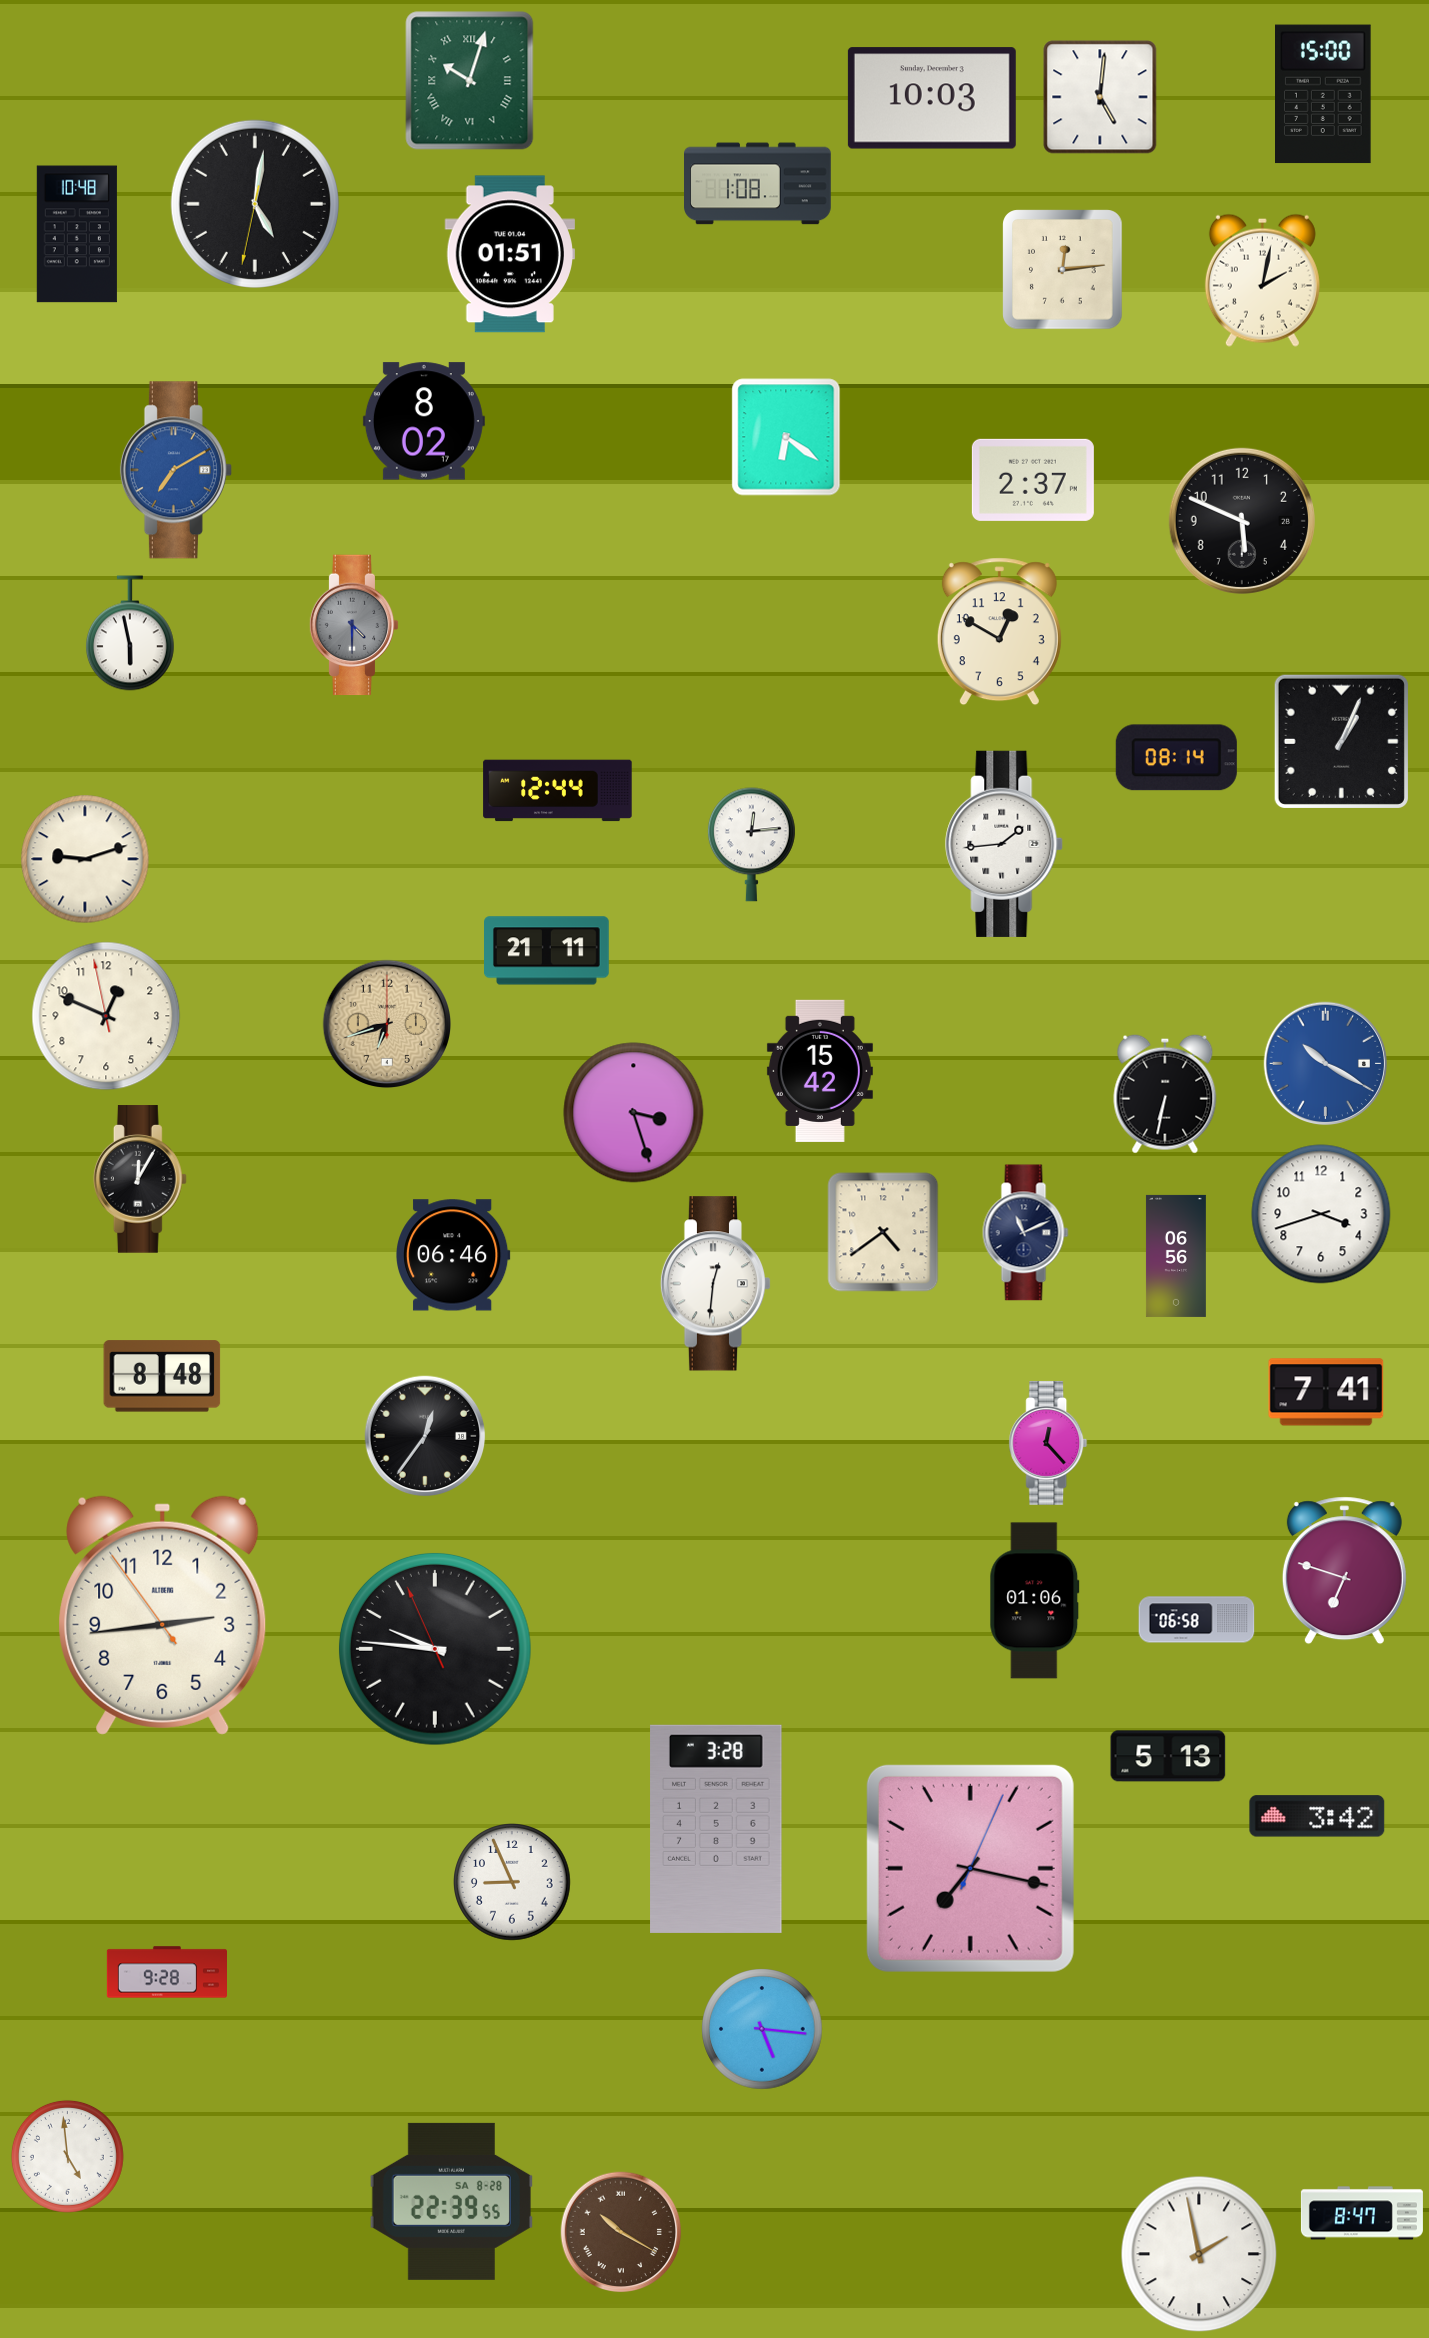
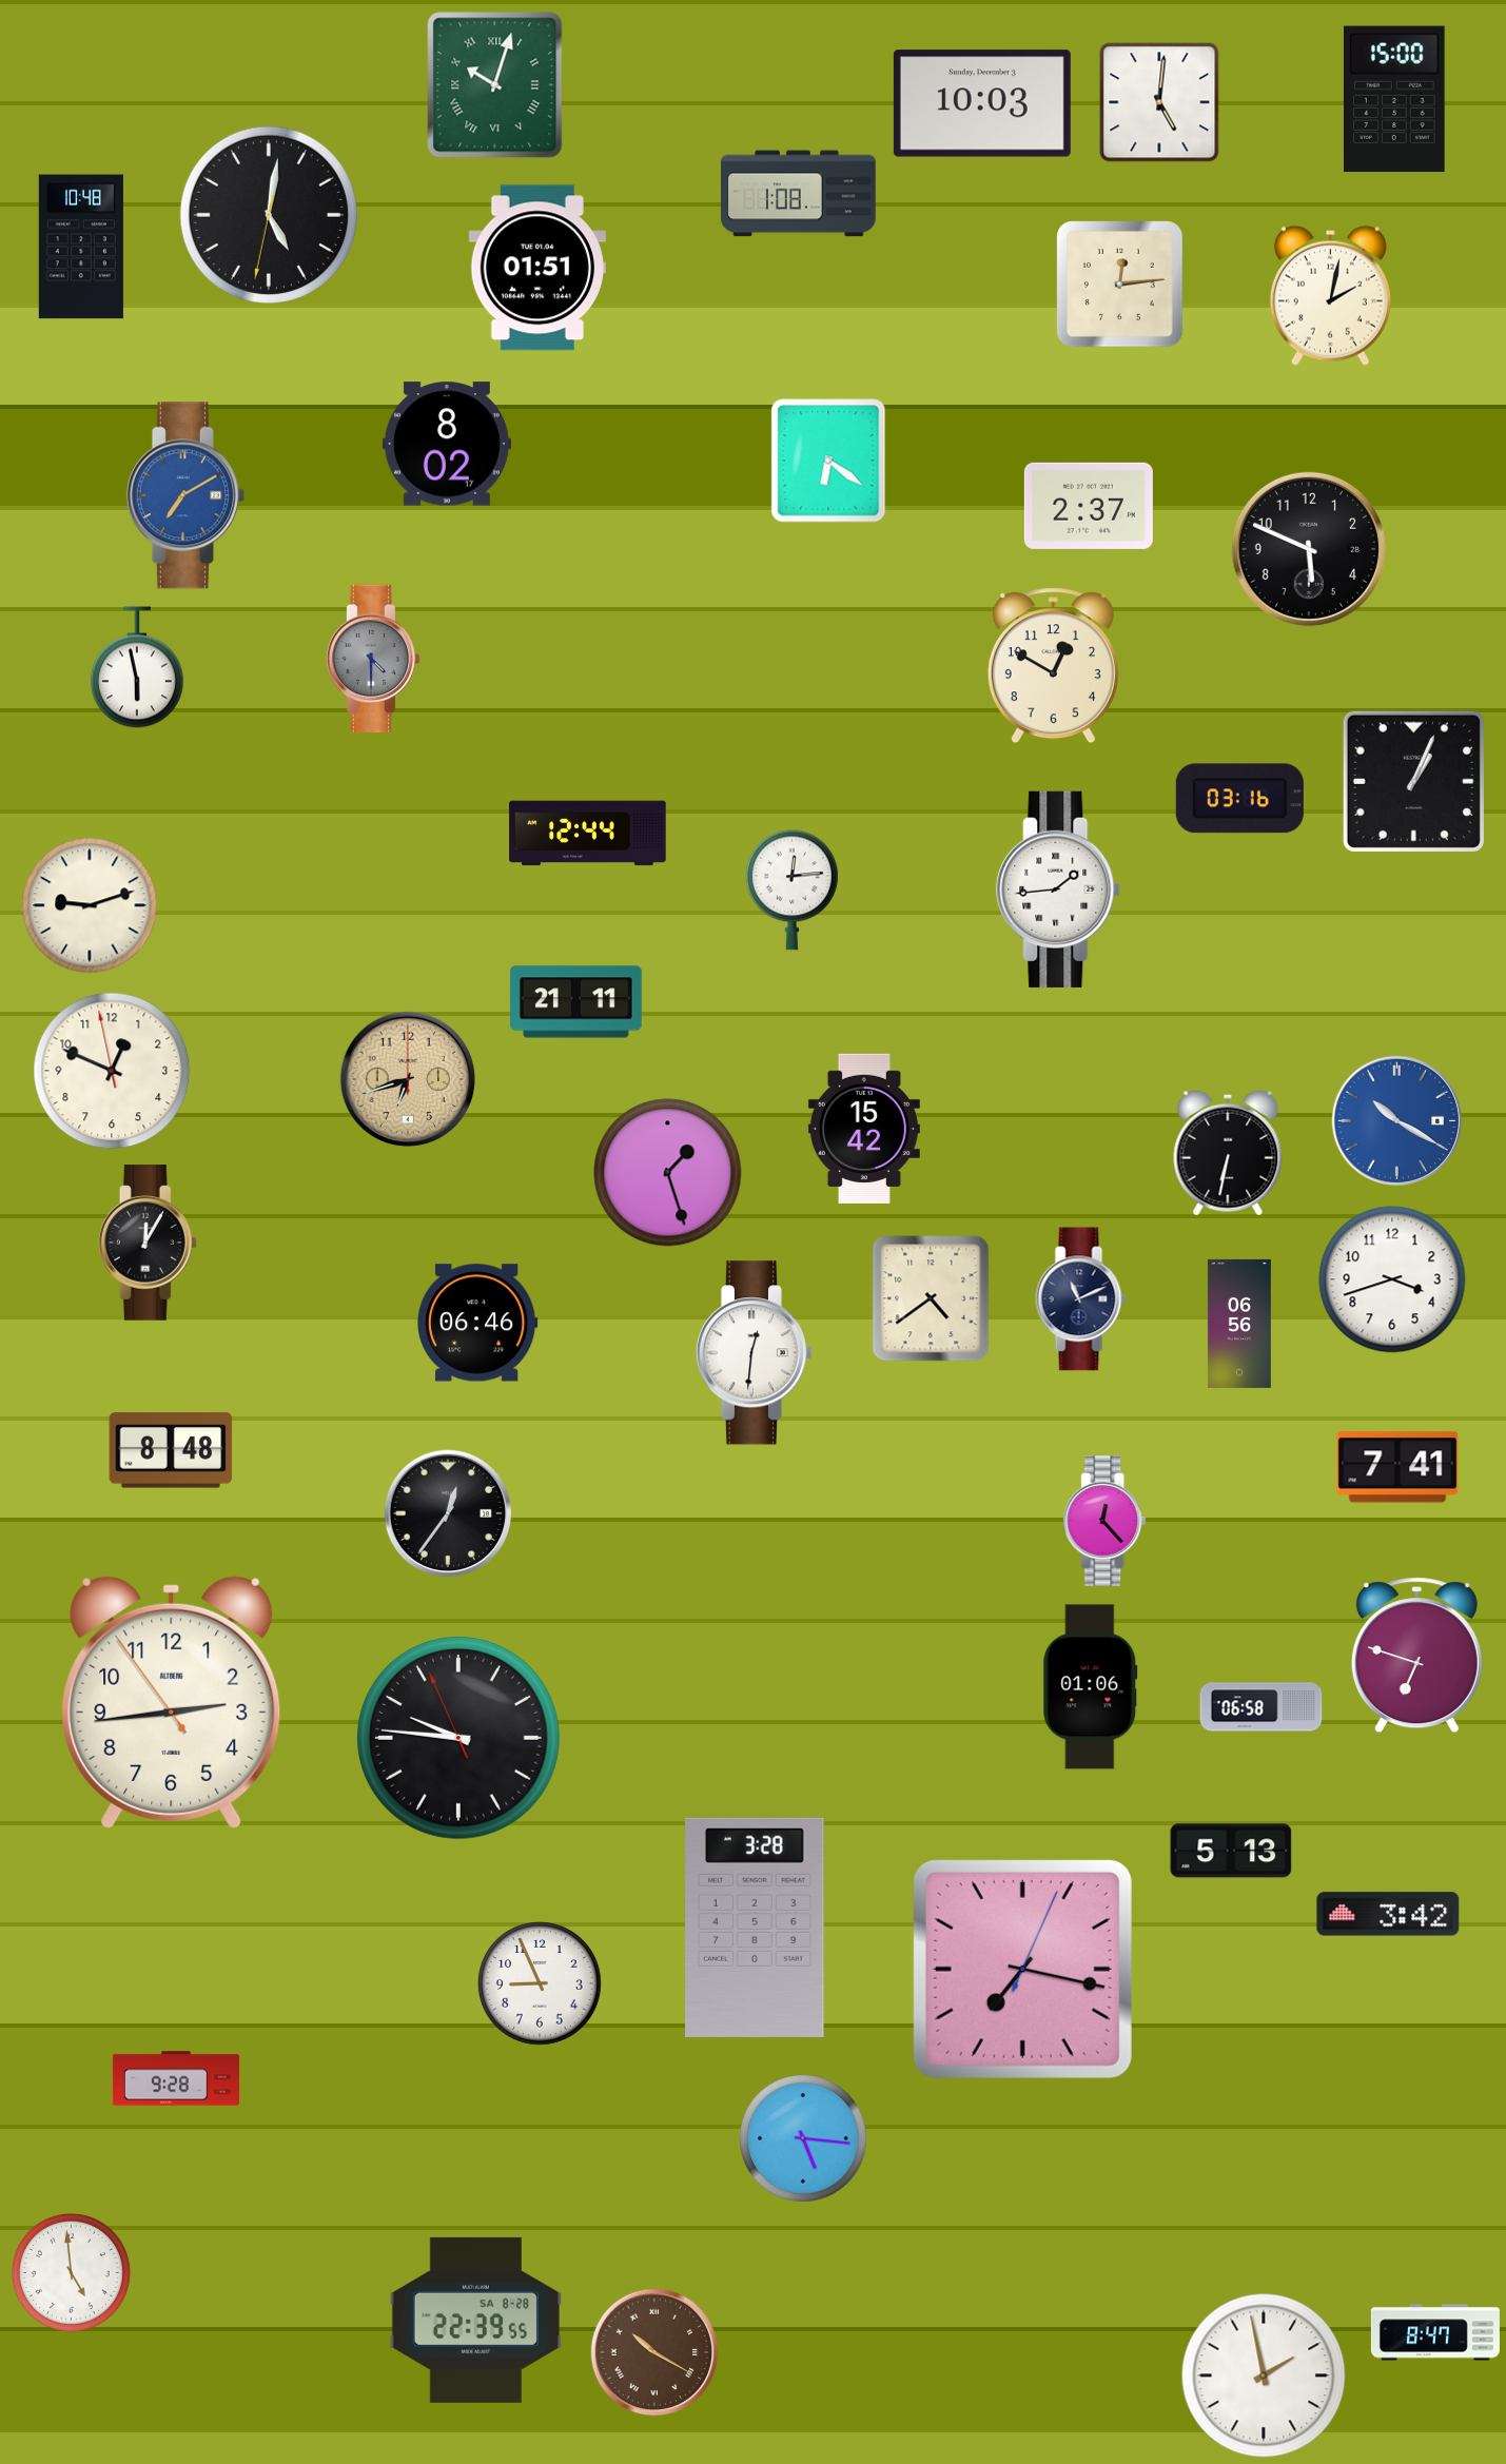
clock at (1176, 758): 08:14 -> 03:16
clock at (634, 1113): 3:27 -> 1:27
